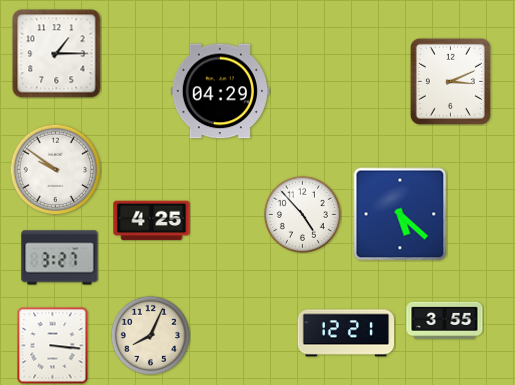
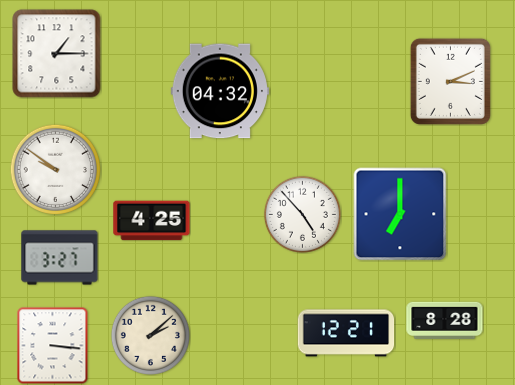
clock at (220, 91): 04:29 -> 04:32
clock at (400, 214): 5:22 -> 7:00
clock at (445, 320): 3:55 -> 8:28
clock at (150, 335): 8:04 -> 2:08
